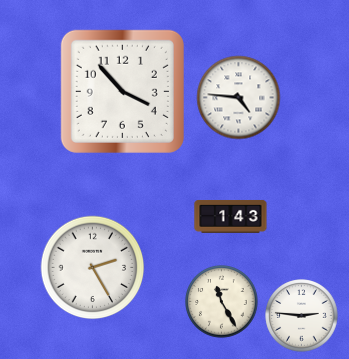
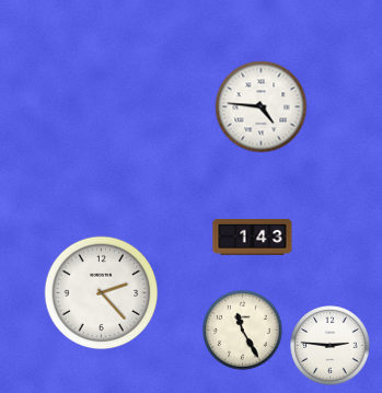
clock at (122, 91): 3:53 -> none
clock at (93, 268): 2:25 -> 2:23
